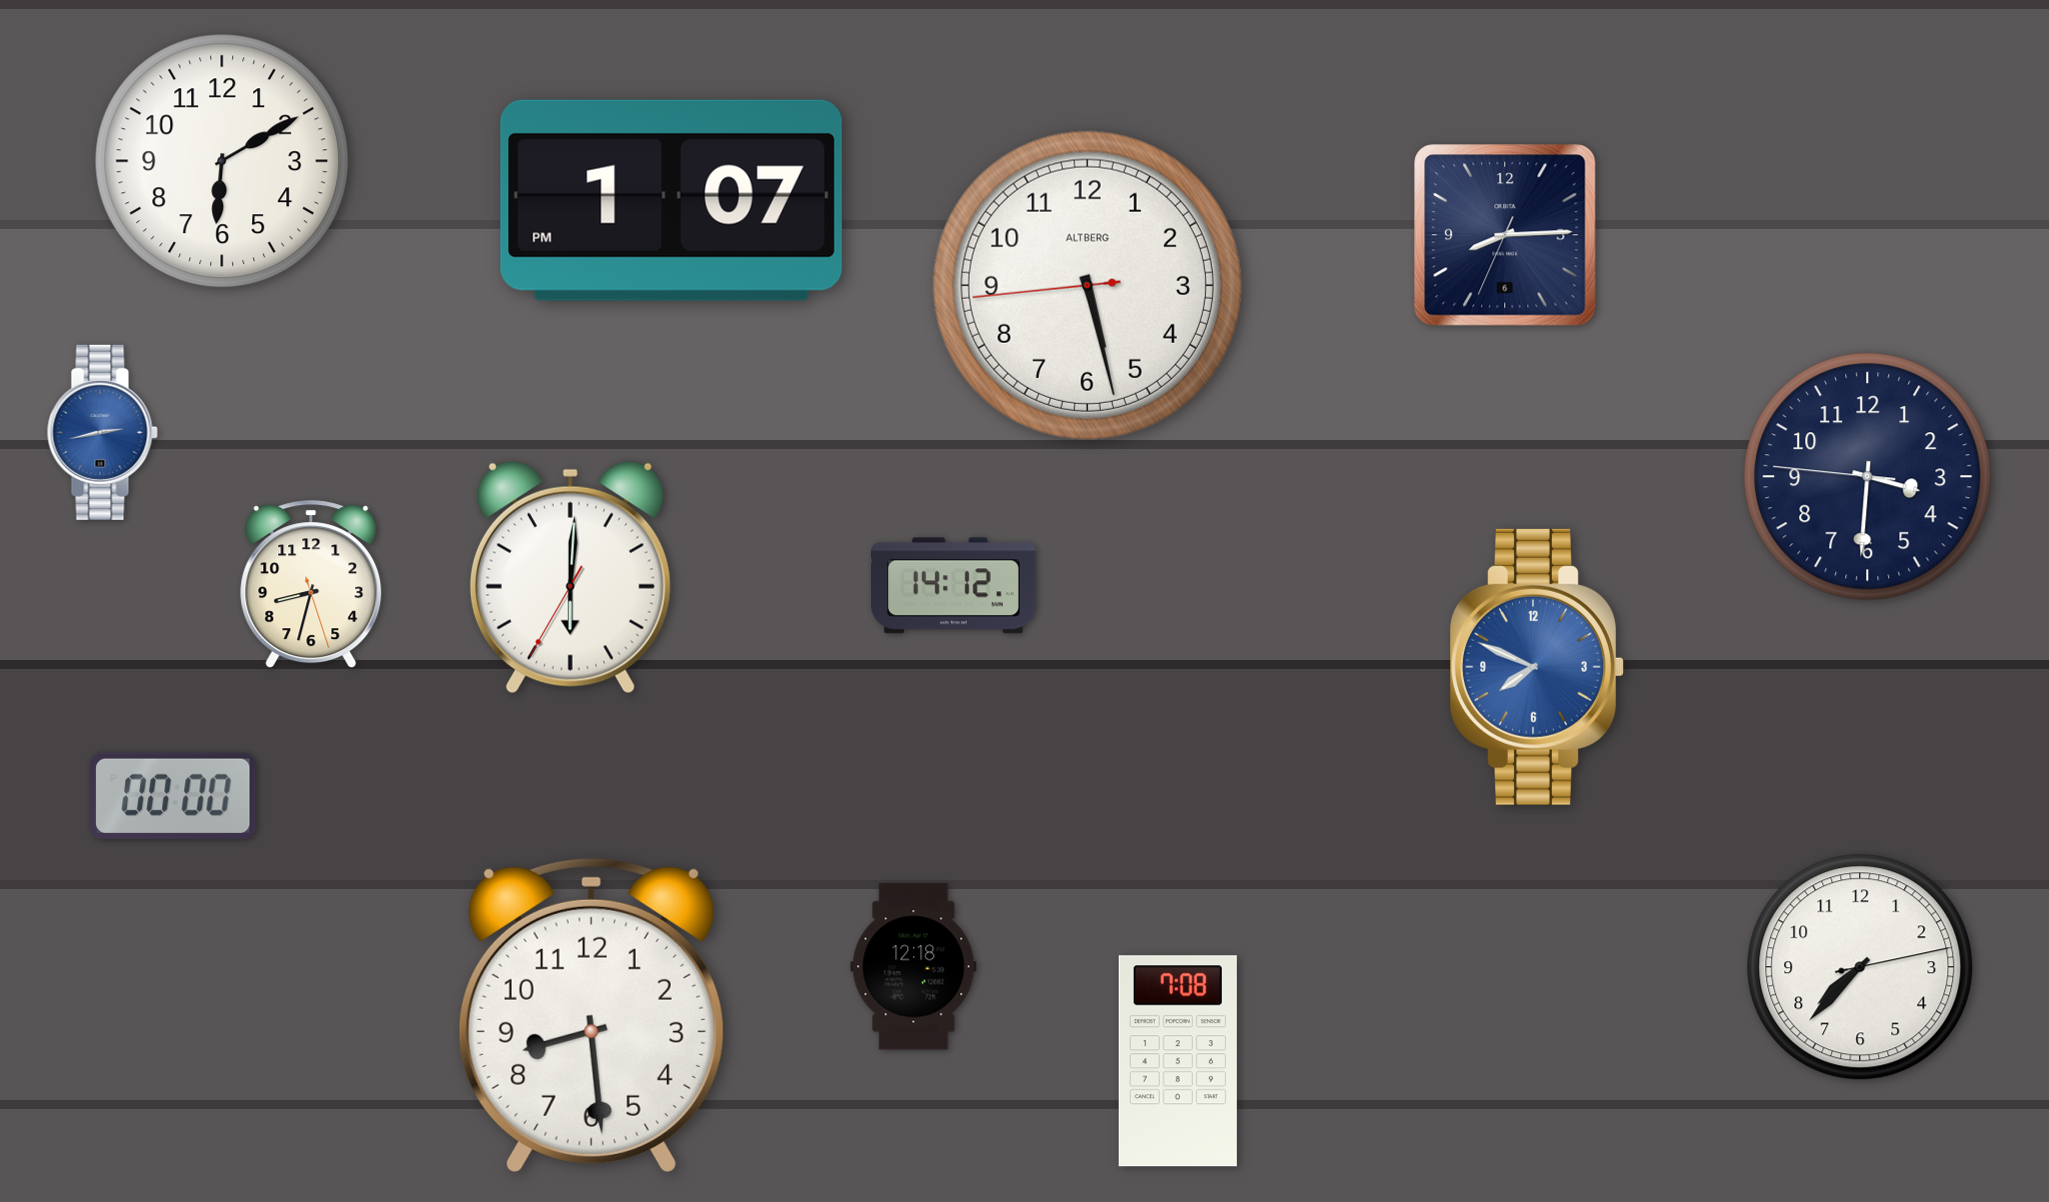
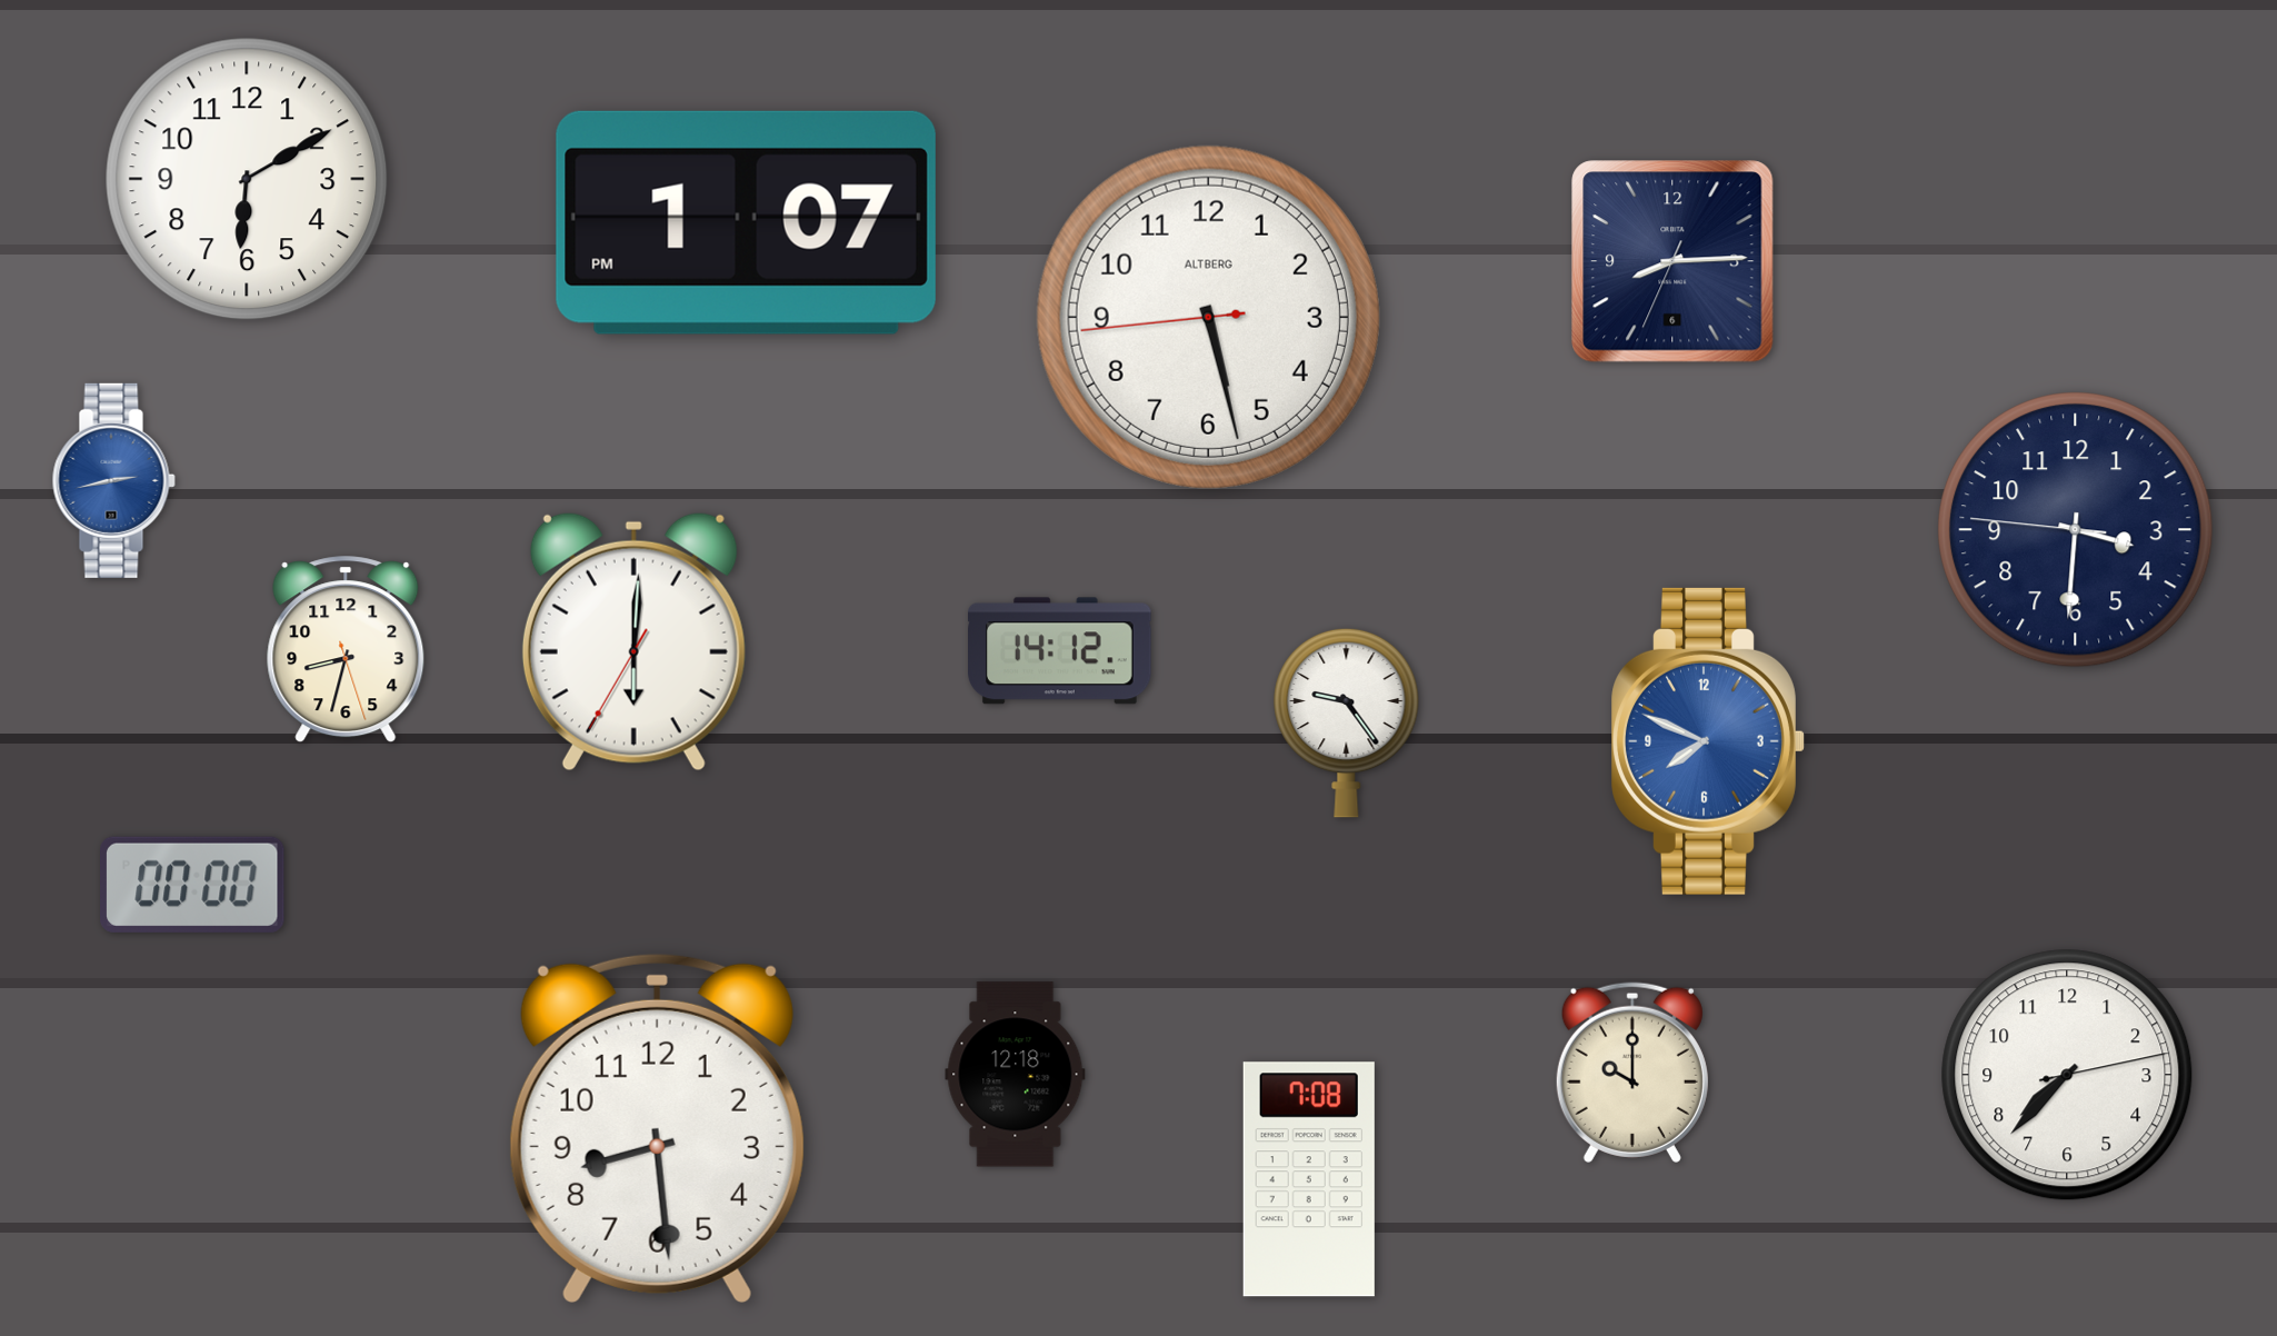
clock at (1347, 722): none -> 9:24
clock at (1632, 1073): none -> 10:00
